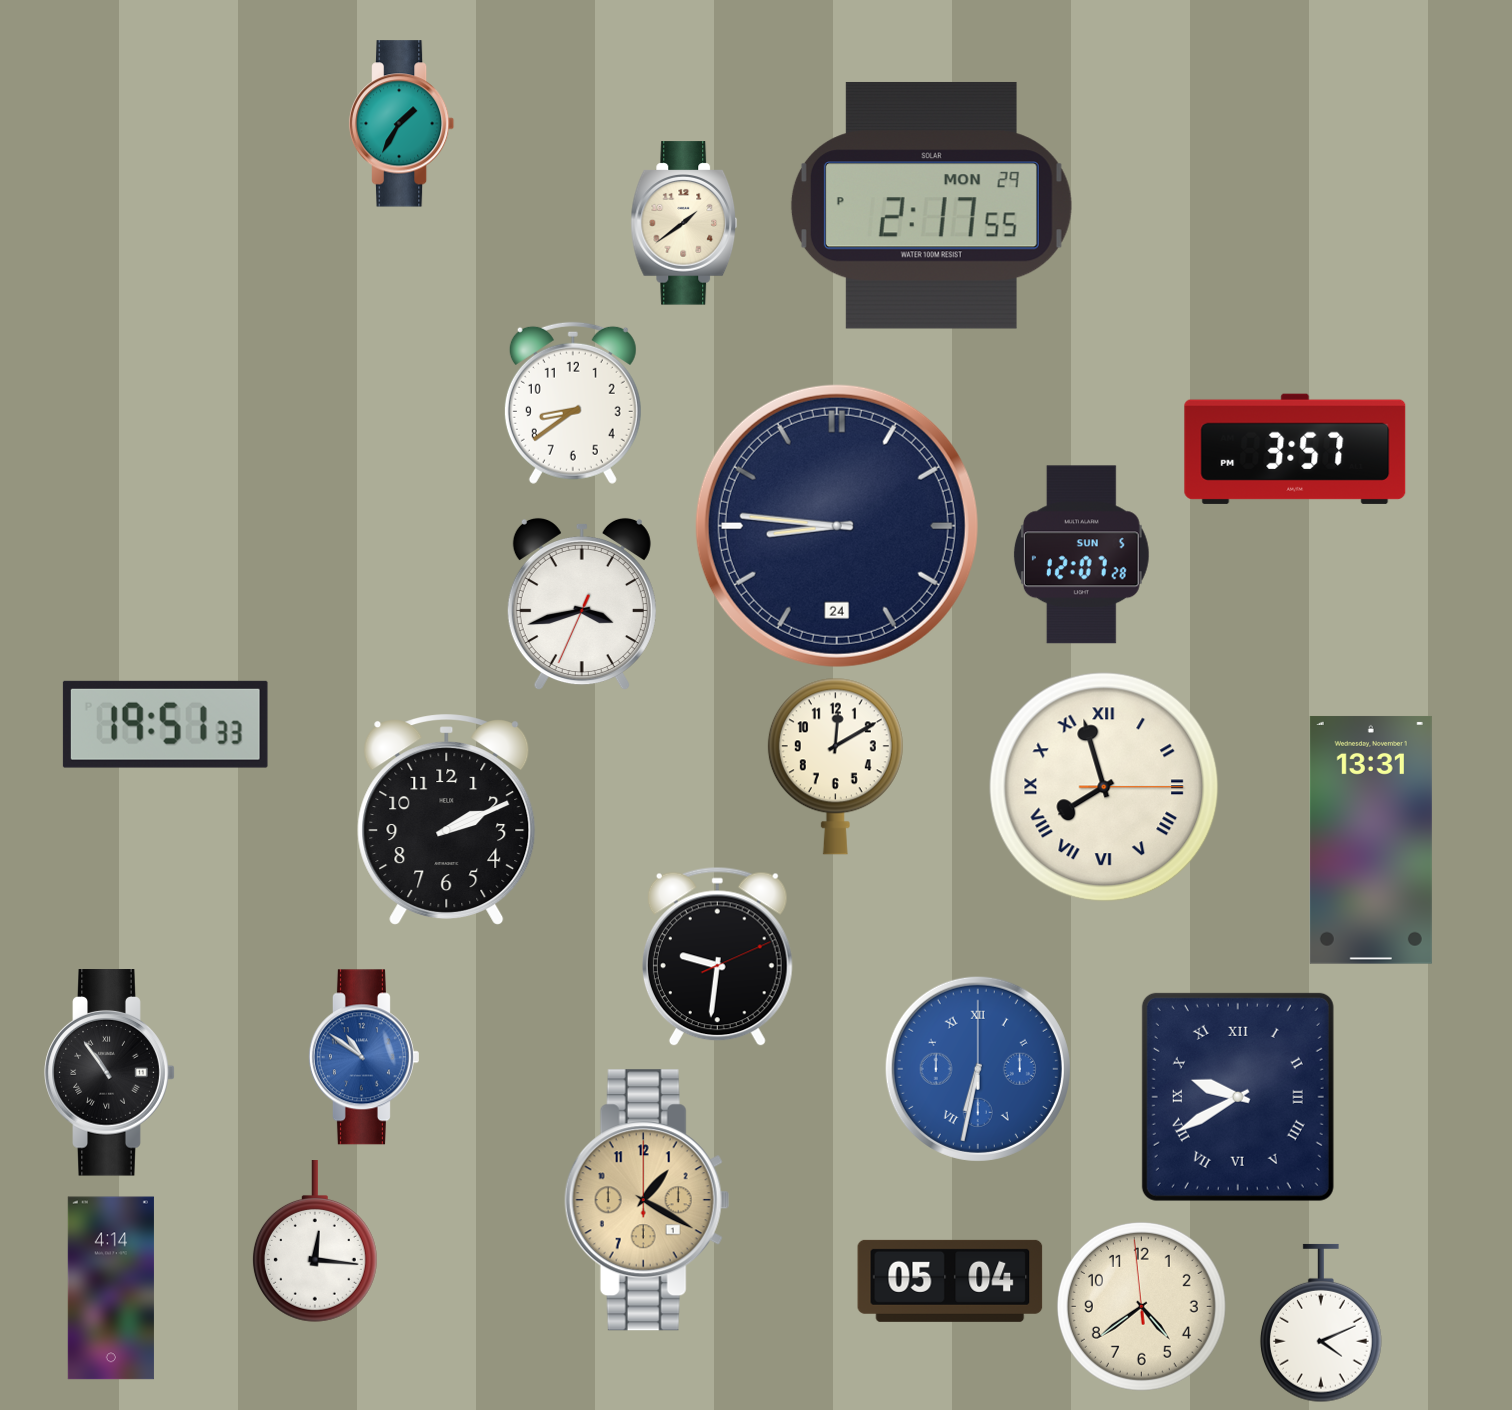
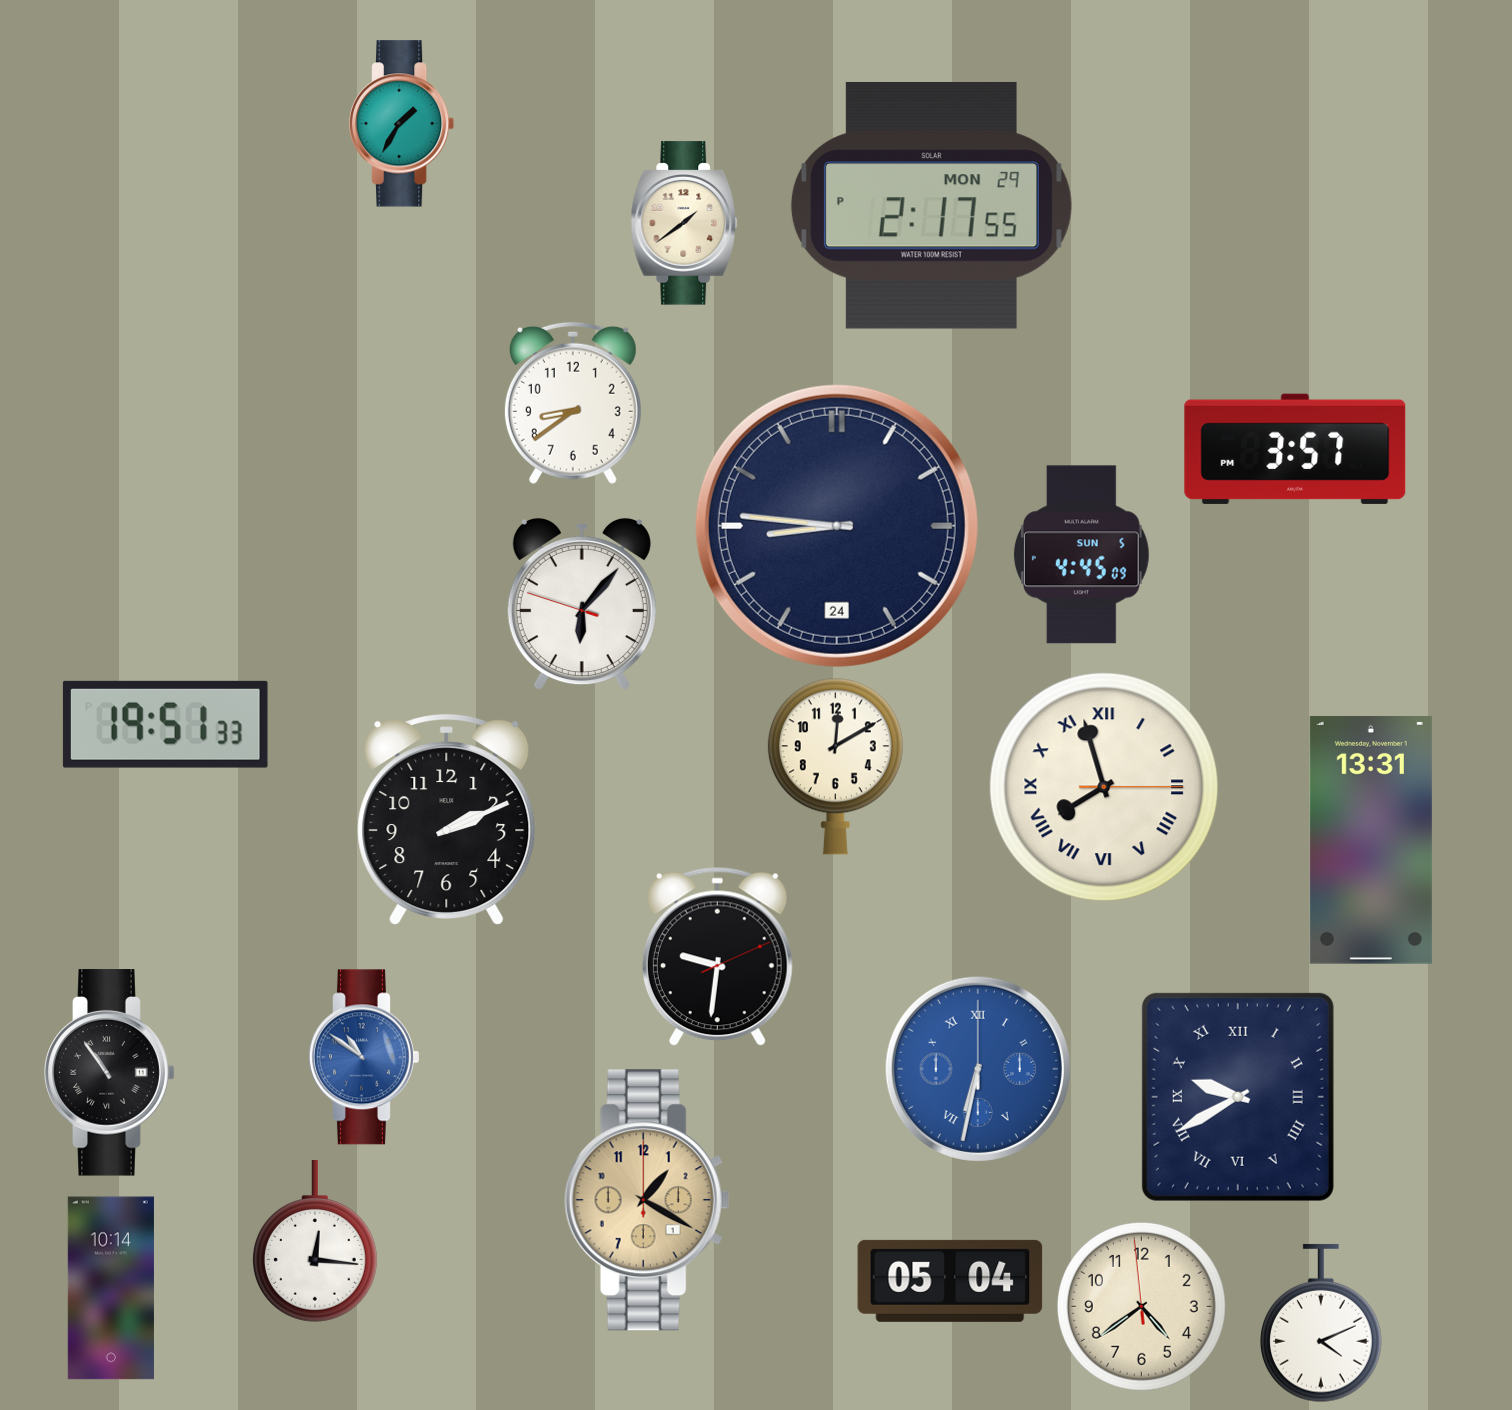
clock at (1081, 555): 12:07 -> 4:45
clock at (582, 604): 3:42 -> 6:06
clock at (111, 1288): 4:14 -> 10:14
